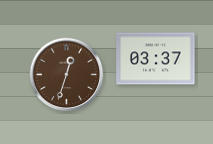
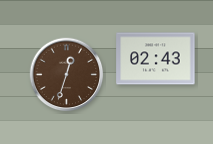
clock at (156, 59): 03:37 -> 02:43
